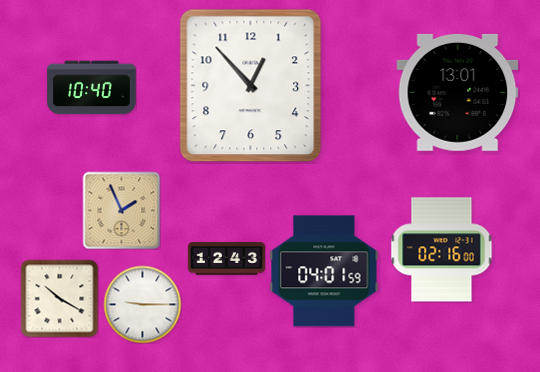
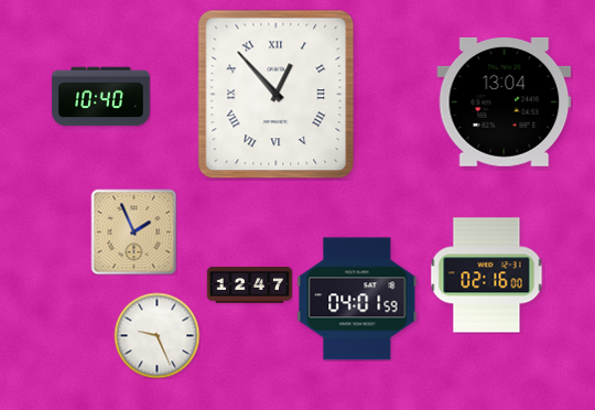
clock at (251, 86) numerals: Arabic -> Roman
clock at (458, 92): 13:01 -> 13:04
clock at (226, 259): 12:43 -> 12:47
clock at (59, 298): 10:20 -> none
clock at (142, 304): 9:15 -> 9:26
